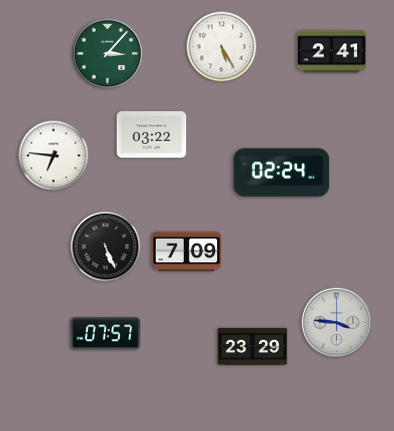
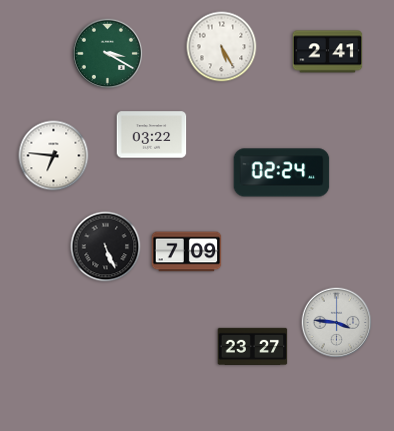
clock at (332, 52) position: (332, 52) -> (328, 52)
clock at (108, 54): 3:07 -> 3:20
clock at (106, 334): 07:57 -> none
clock at (253, 346): 23:29 -> 23:27
